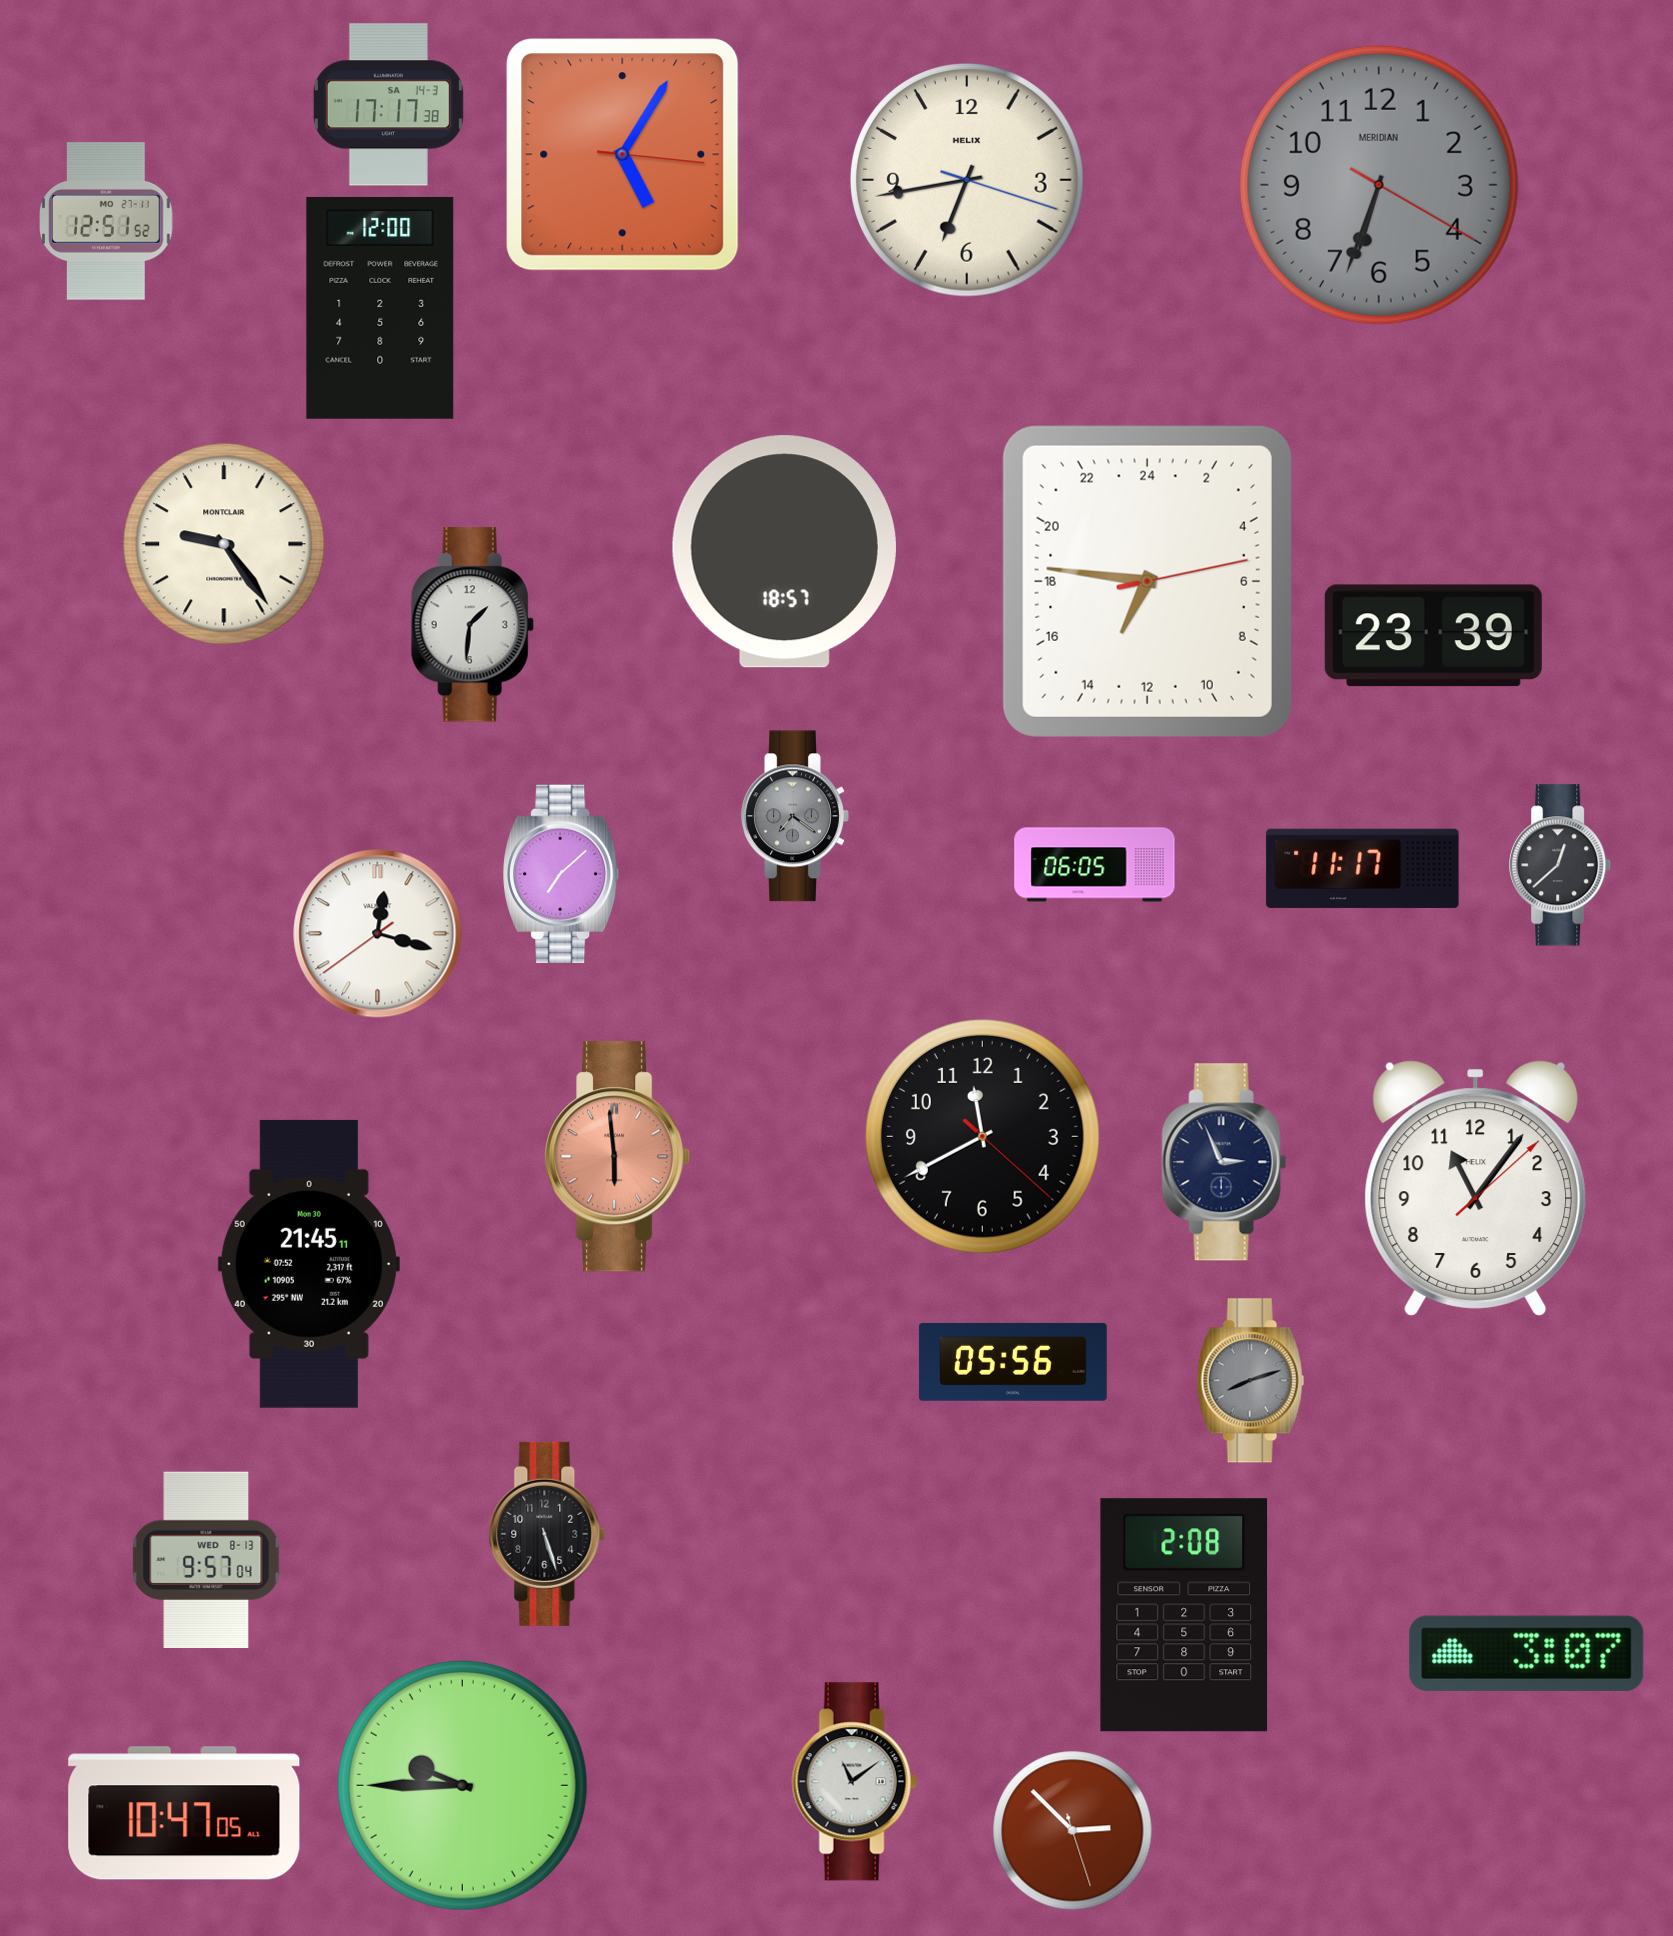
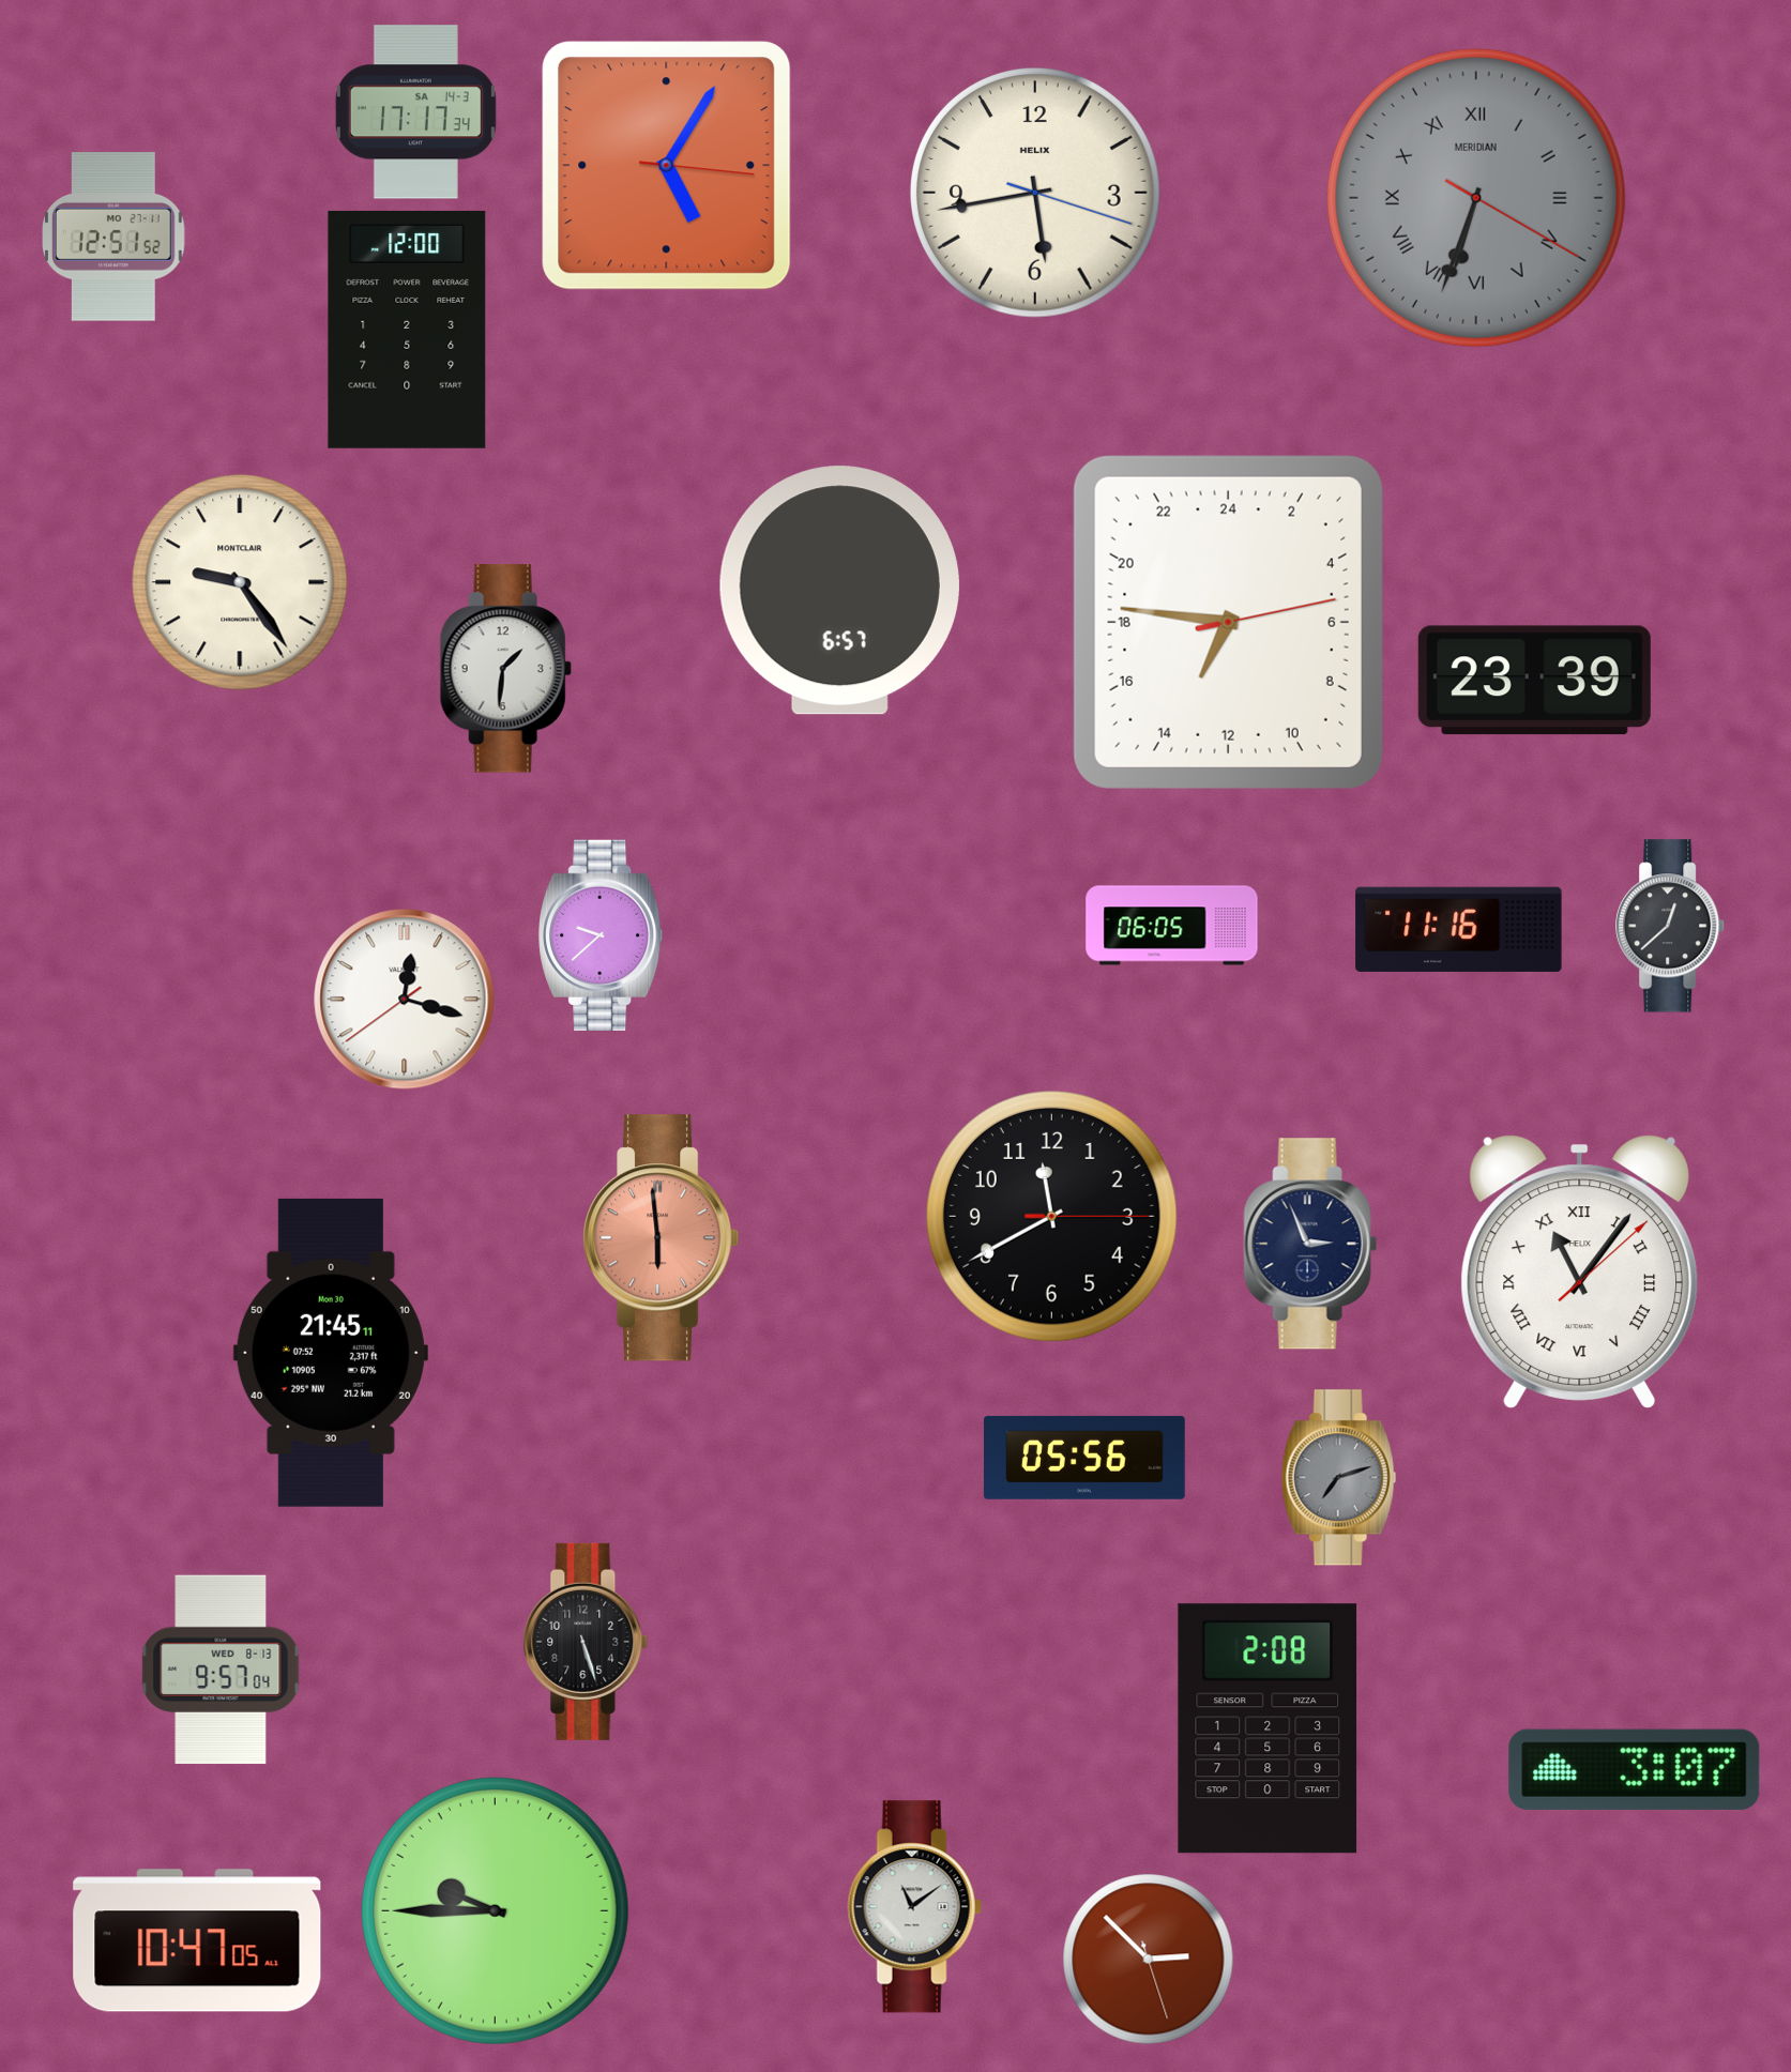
clock at (388, 105): 17:17:38 -> 17:17:34
clock at (967, 180): 6:43 -> 5:43
clock at (1379, 185) numerals: Arabic -> Roman
clock at (784, 552): 18:57 -> 6:57
clock at (795, 816): 7:21 -> none
clock at (1363, 868): 11:17 -> 11:16
clock at (561, 873): 7:08 -> 9:38
clock at (982, 1136): 11:40:22 -> 11:40:15
clock at (1476, 1188) numerals: Arabic -> Roman
clock at (1250, 1381): 8:12 -> 7:12
